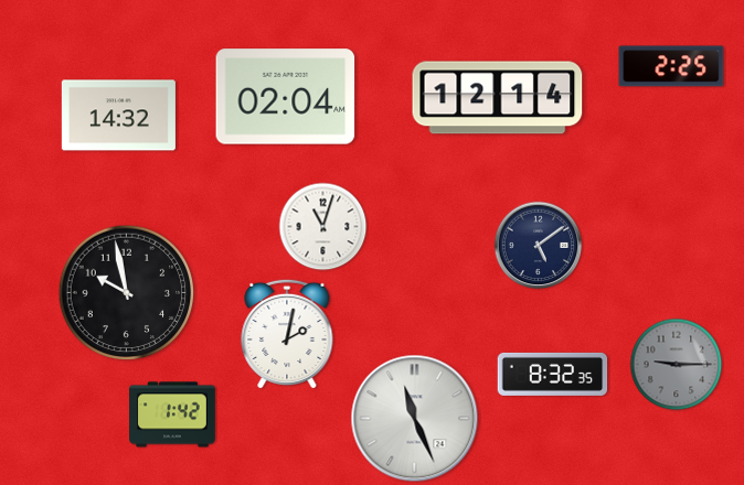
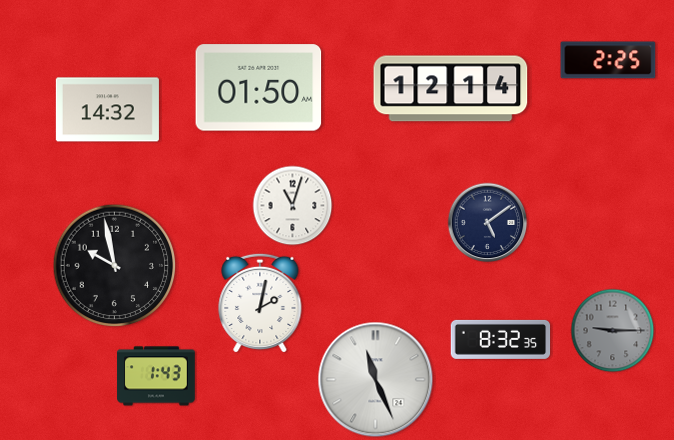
clock at (286, 97): 02:04 -> 01:50
clock at (118, 116) position: (118, 116) -> (107, 110)
clock at (172, 414): 1:42 -> 1:43
